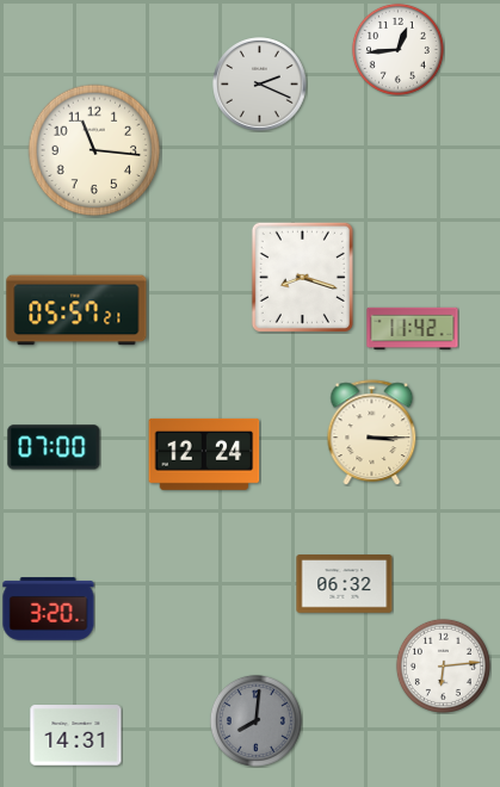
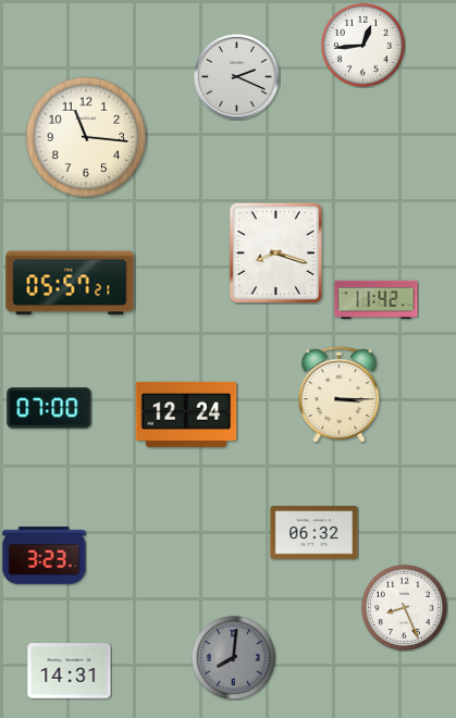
clock at (49, 609): 3:20 -> 3:23
clock at (443, 665): 6:14 -> 8:26
